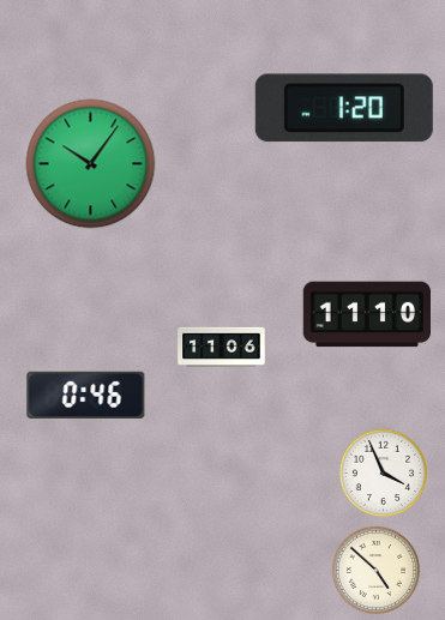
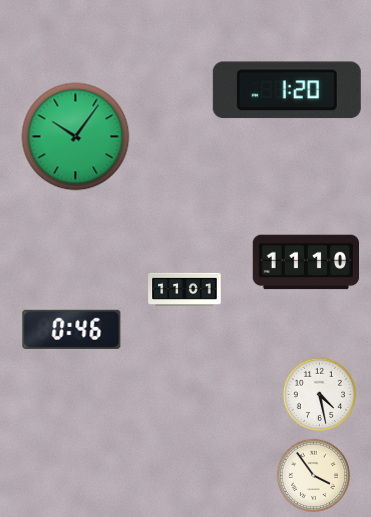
clock at (222, 347): 11:06 -> 11:01
clock at (383, 472): 3:56 -> 4:28
clock at (375, 570): 4:52 -> 3:54
